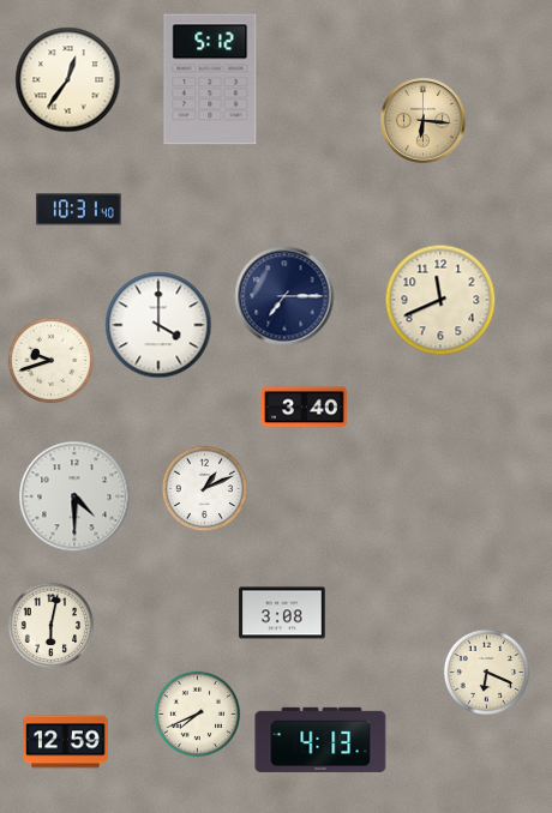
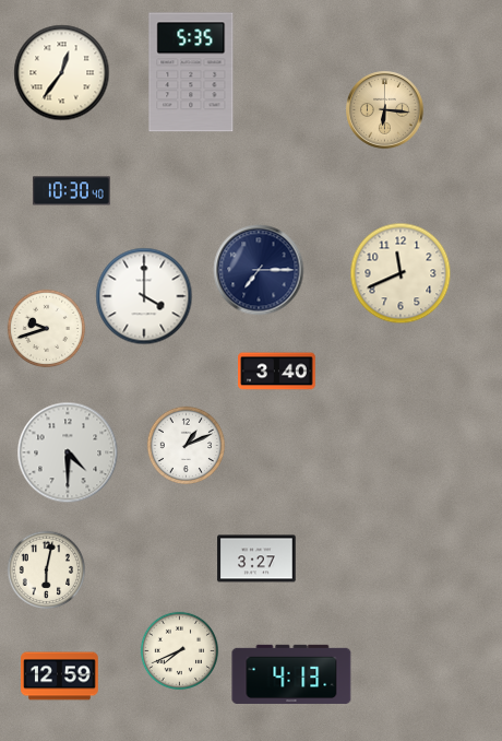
clock at (210, 79): 5:12 -> 5:35
clock at (79, 210): 10:31 -> 10:30
clock at (282, 613): 3:08 -> 3:27
clock at (487, 673): 6:19 -> none
